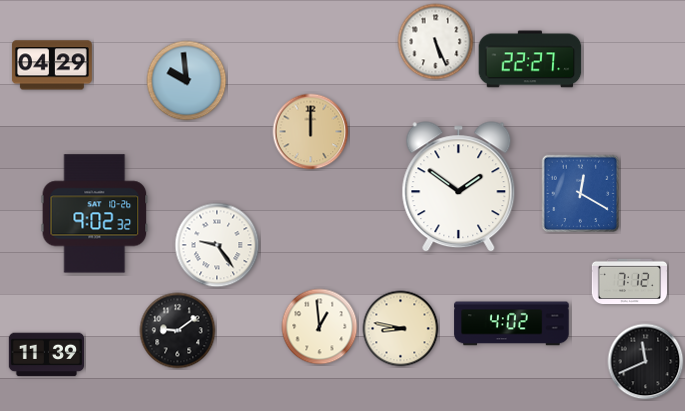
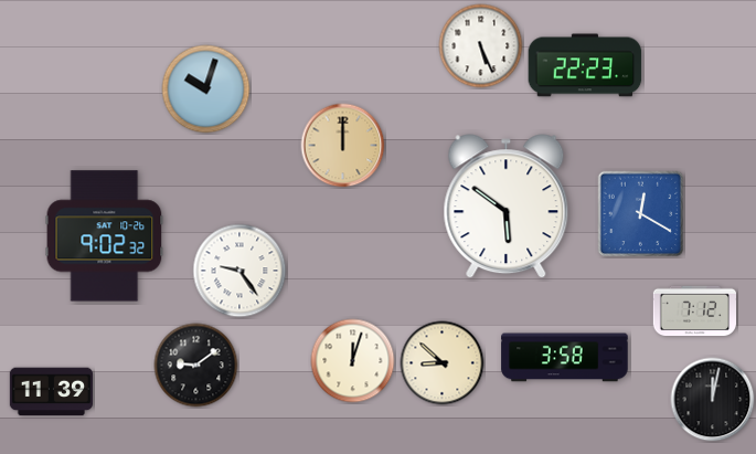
clock at (530, 59): 22:27 -> 22:23
clock at (52, 65): 04:29 -> none
clock at (187, 81): 9:59 -> 10:03
clock at (459, 187): 1:51 -> 5:51
clock at (512, 324): 4:02 -> 3:58
clock at (320, 327): 12:59 -> 12:03
clock at (401, 329): 8:47 -> 8:52
clock at (646, 362): 11:41 -> 12:02
